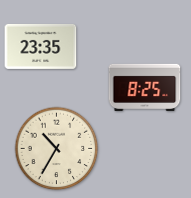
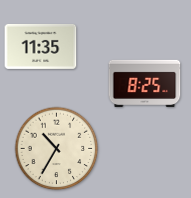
clock at (41, 46): 23:35 -> 11:35
clock at (145, 87) position: (145, 87) -> (145, 83)
